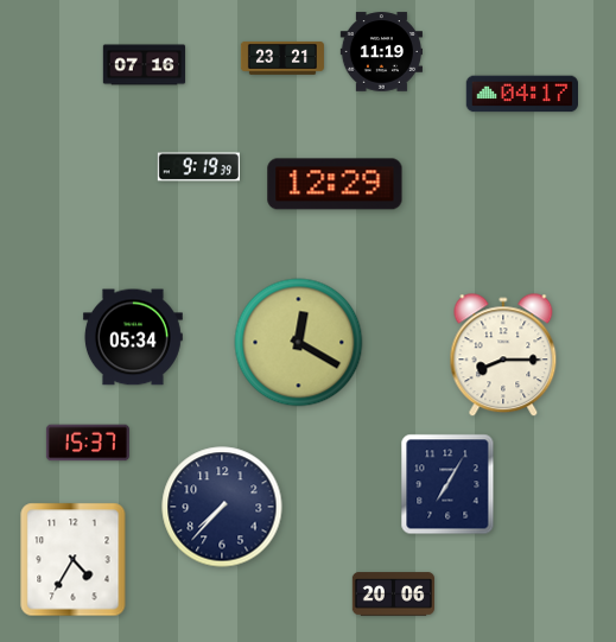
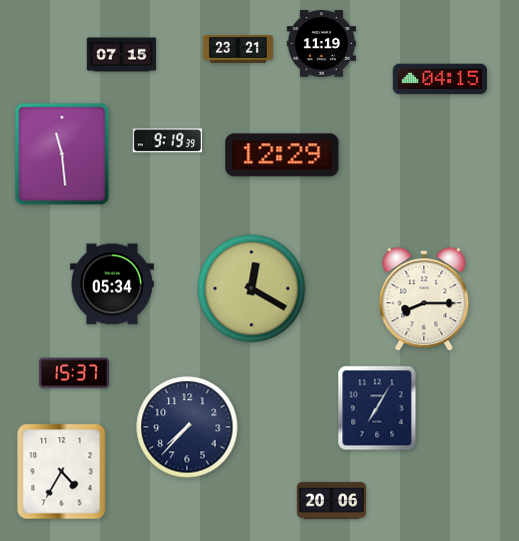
clock at (145, 65): 07:16 -> 07:15
clock at (522, 94): 04:17 -> 04:15
clock at (62, 154): none -> 11:29
